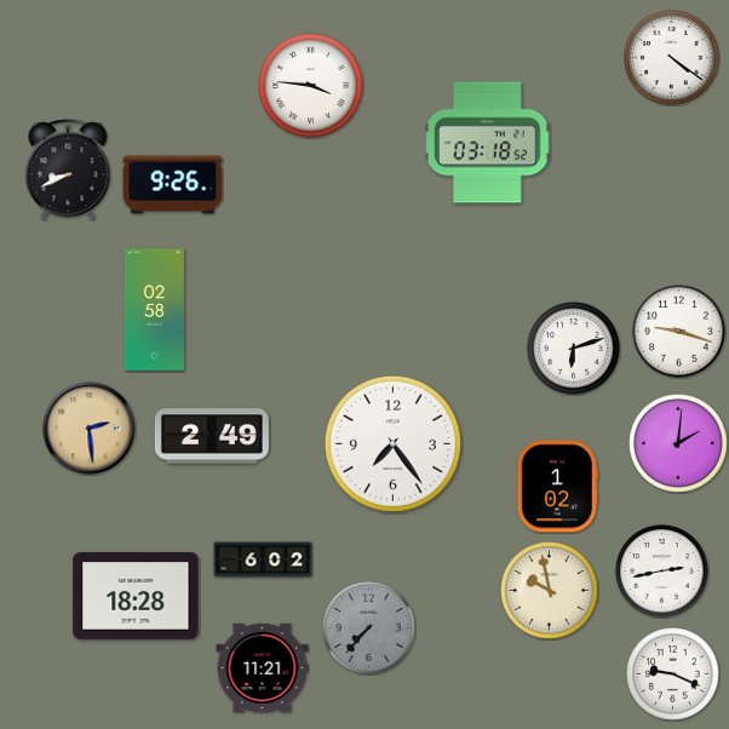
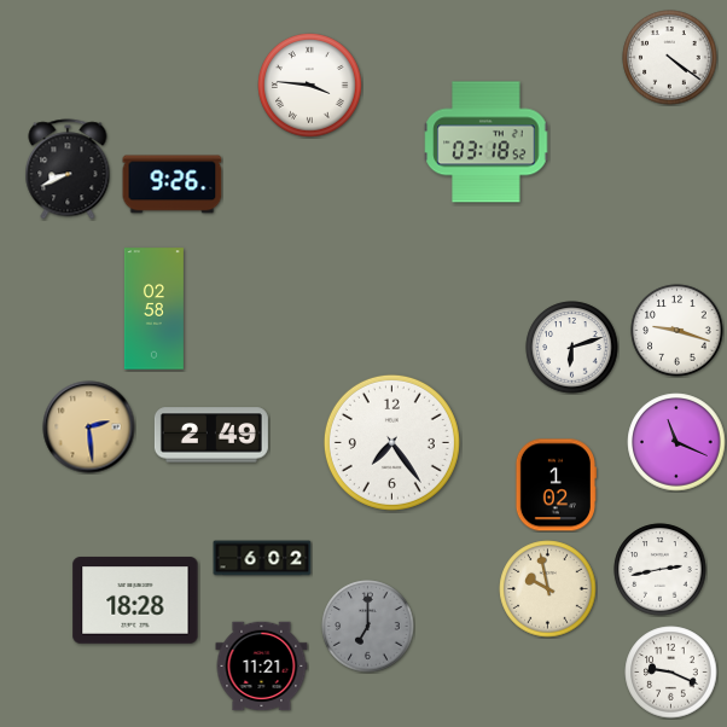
clock at (678, 443): 2:01 -> 11:19
clock at (136, 596) position: (136, 596) -> (135, 600)
clock at (369, 628): 7:37 -> 7:00
